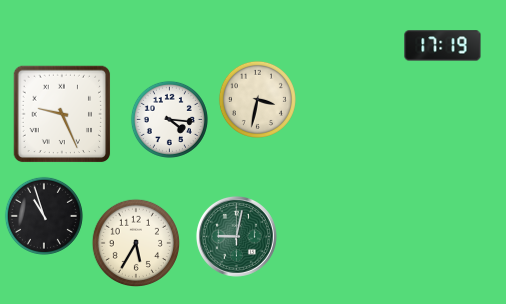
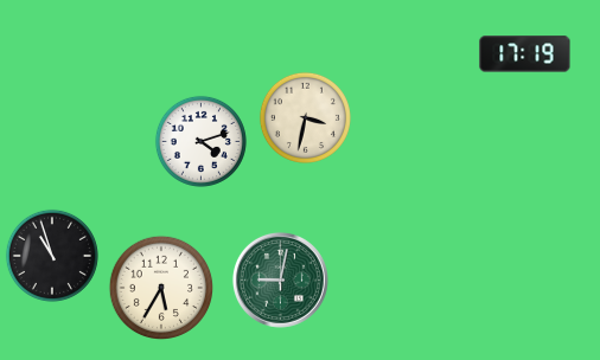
clock at (62, 114): 9:26 -> none
clock at (169, 119): 4:16 -> 4:12
